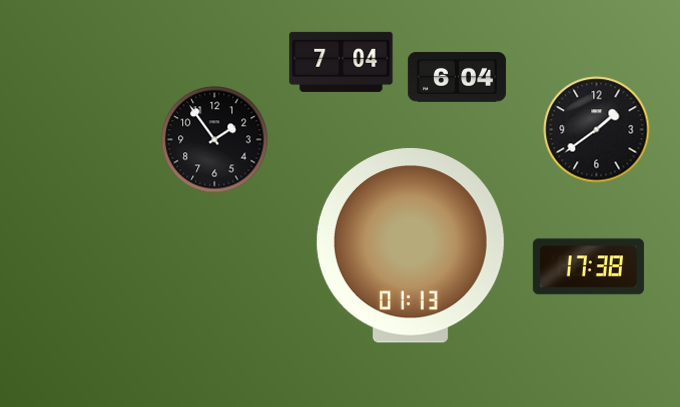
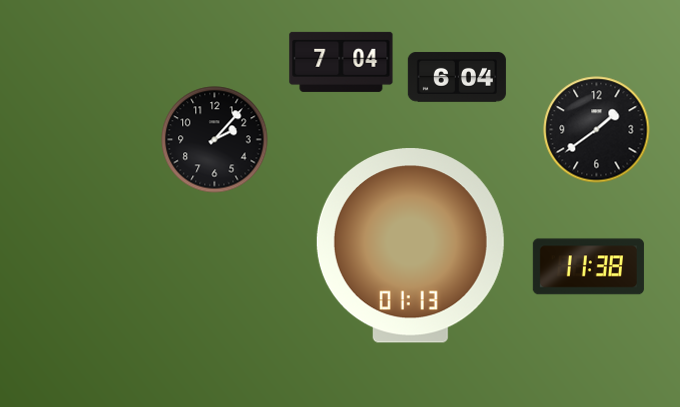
clock at (215, 140): 1:54 -> 2:07
clock at (588, 267): 17:38 -> 11:38
